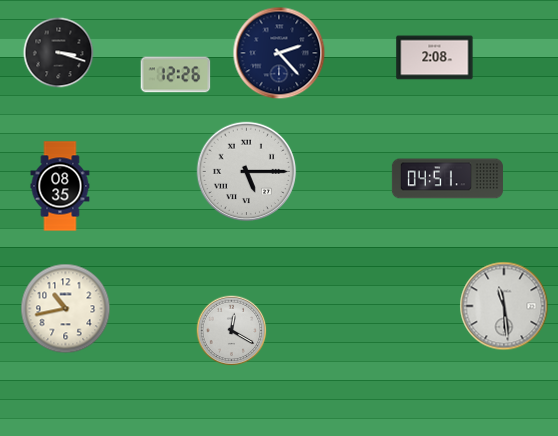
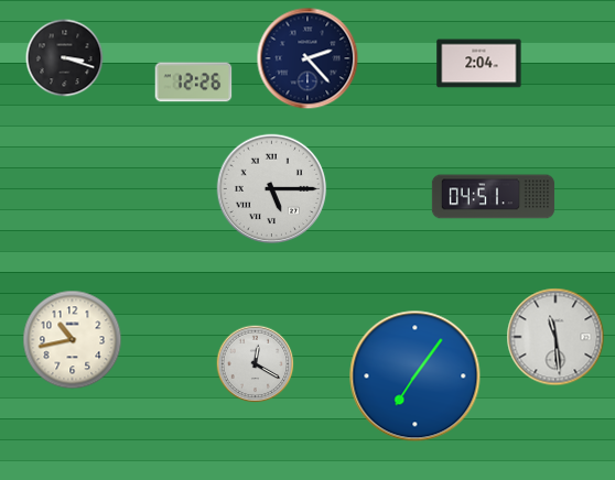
clock at (435, 58): 2:08 -> 2:04
clock at (60, 186): 08:35 -> none
clock at (416, 377): none -> 7:06
